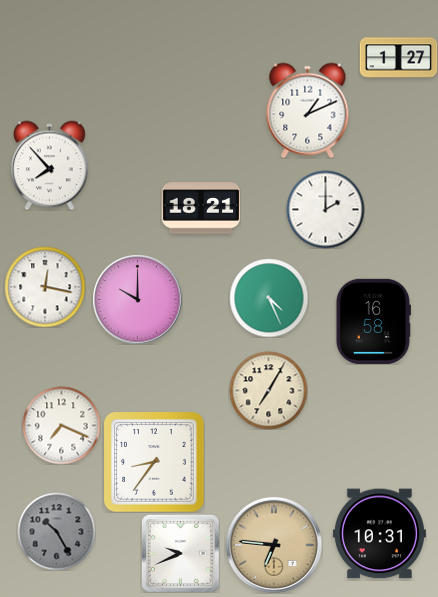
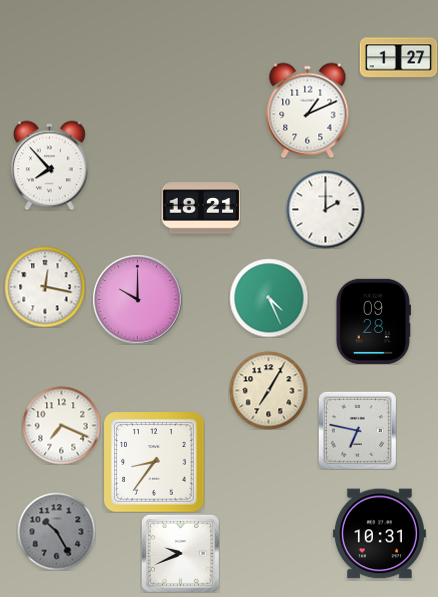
clock at (373, 321): 16:58 -> 09:28
clock at (357, 430): none -> 6:47
clock at (274, 545): 6:46 -> none
